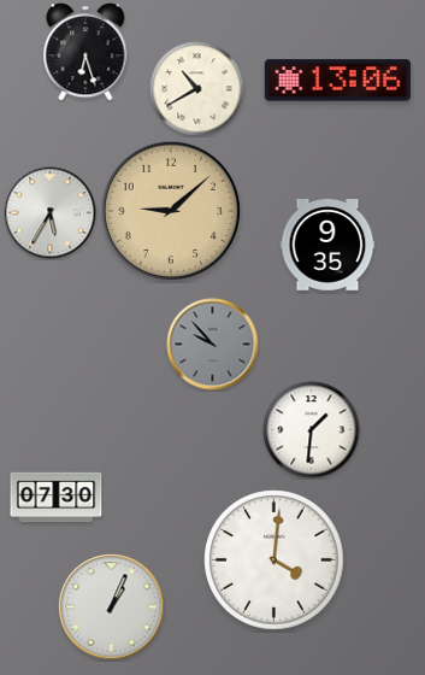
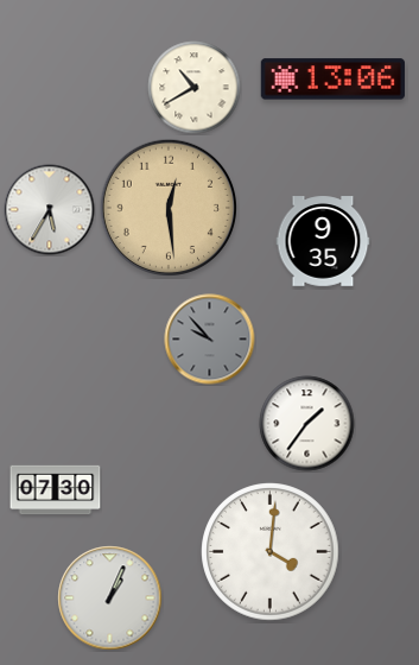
clock at (85, 52): 6:27 -> none
clock at (170, 210): 9:08 -> 12:29
clock at (312, 430): 1:31 -> 1:36
